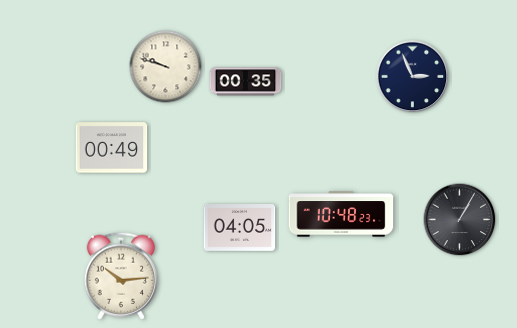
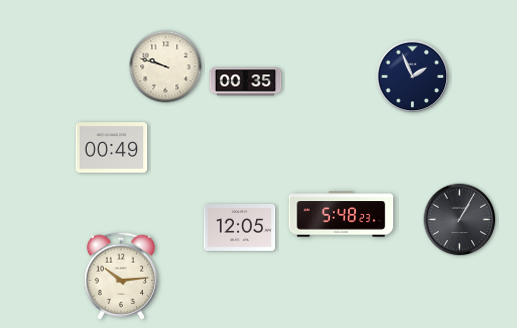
clock at (413, 77): 2:56 -> 1:56
clock at (341, 214): 10:48 -> 5:48
clock at (240, 228): 04:05 -> 12:05
